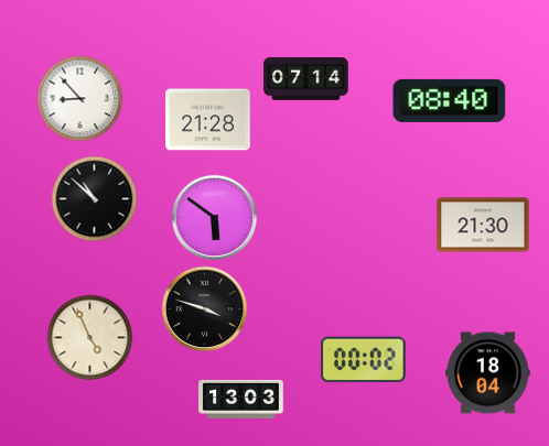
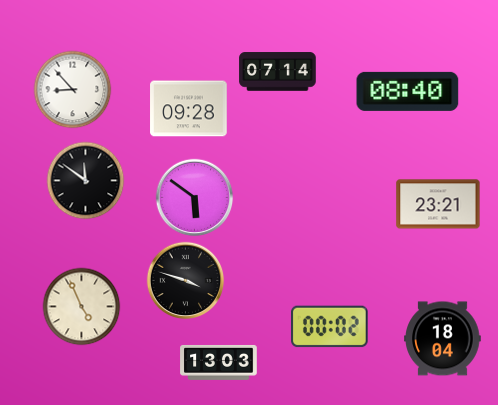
clock at (208, 120): 21:28 -> 09:28
clock at (94, 198): 10:52 -> 11:51
clock at (483, 225): 21:30 -> 23:21
